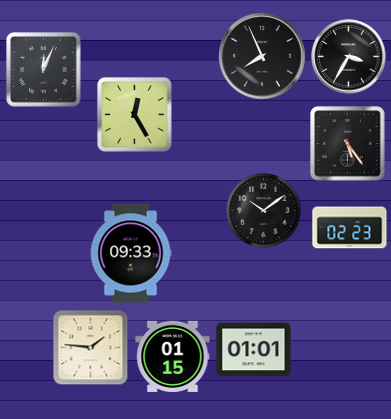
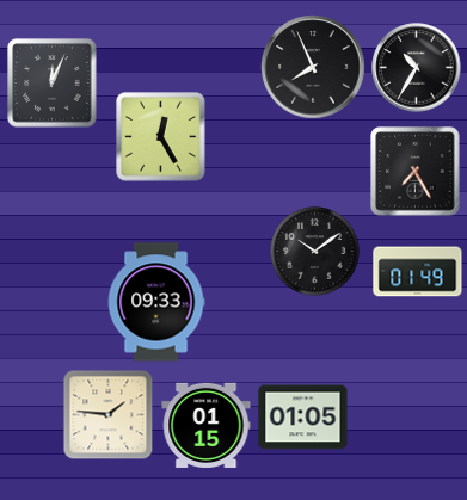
clock at (349, 57): 3:35 -> 10:35
clock at (348, 144): 5:24 -> 7:25
clock at (350, 228): 02:23 -> 01:49
clock at (254, 350): 01:01 -> 01:05
